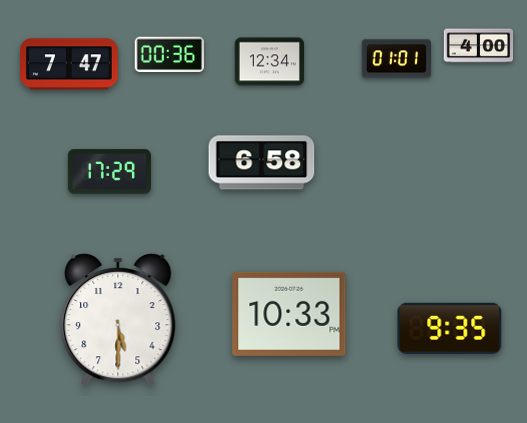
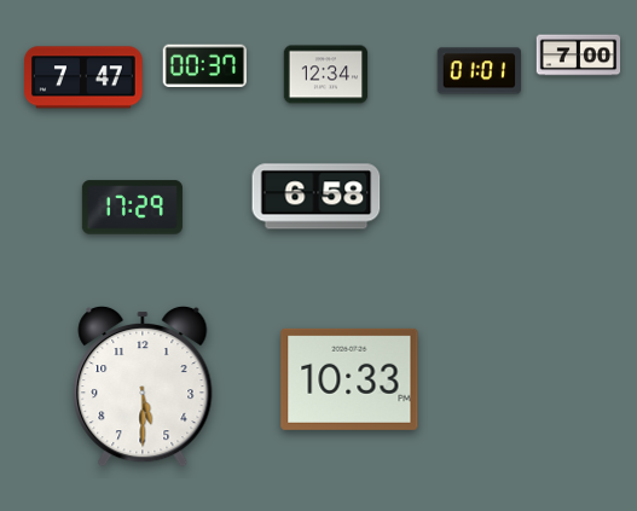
clock at (479, 46): 4:00 -> 7:00
clock at (169, 55): 00:36 -> 00:37
clock at (450, 328): 9:35 -> none
